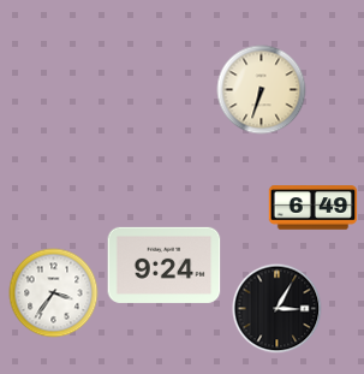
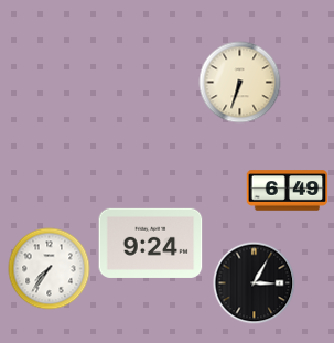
clock at (54, 293): 3:36 -> 7:36
